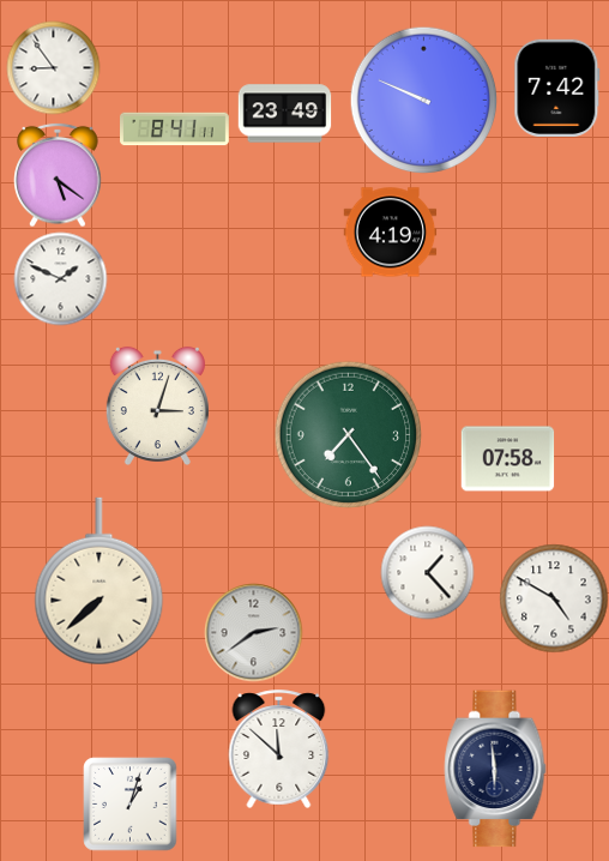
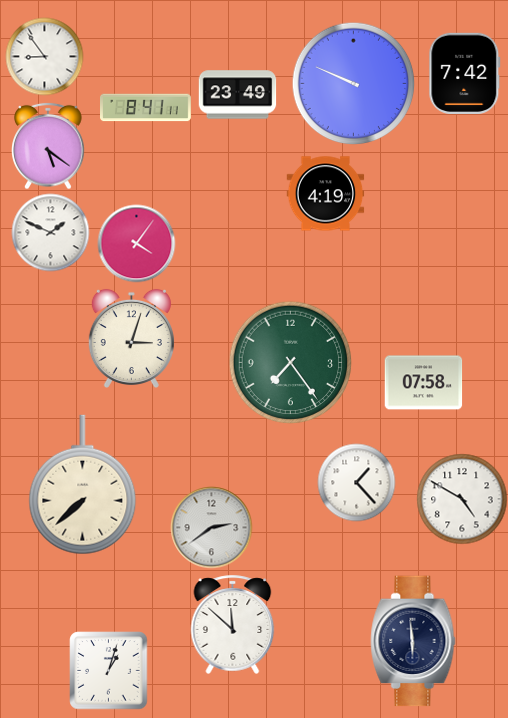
clock at (136, 243): none -> 4:06
clock at (427, 572) position: (427, 572) -> (356, 482)
